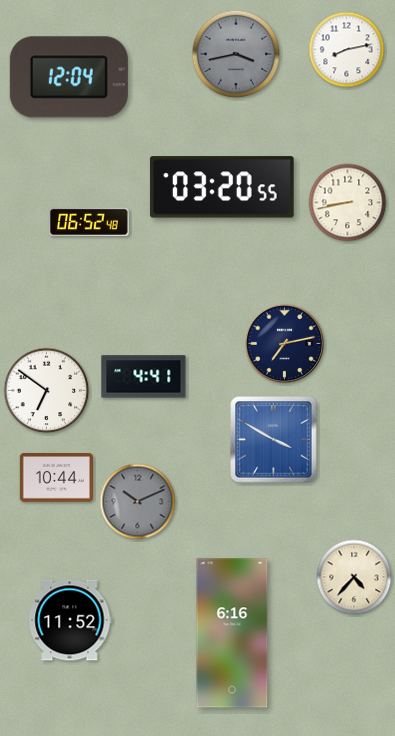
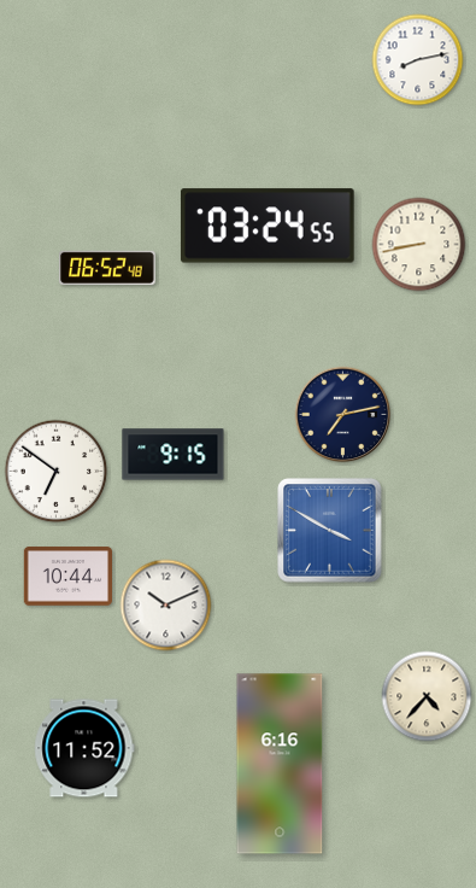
clock at (236, 54): 3:43 -> none
clock at (69, 77): 12:04 -> none
clock at (222, 187): 03:20 -> 03:24
clock at (144, 377): 4:41 -> 9:15
clock at (138, 502) dial: grey -> white
